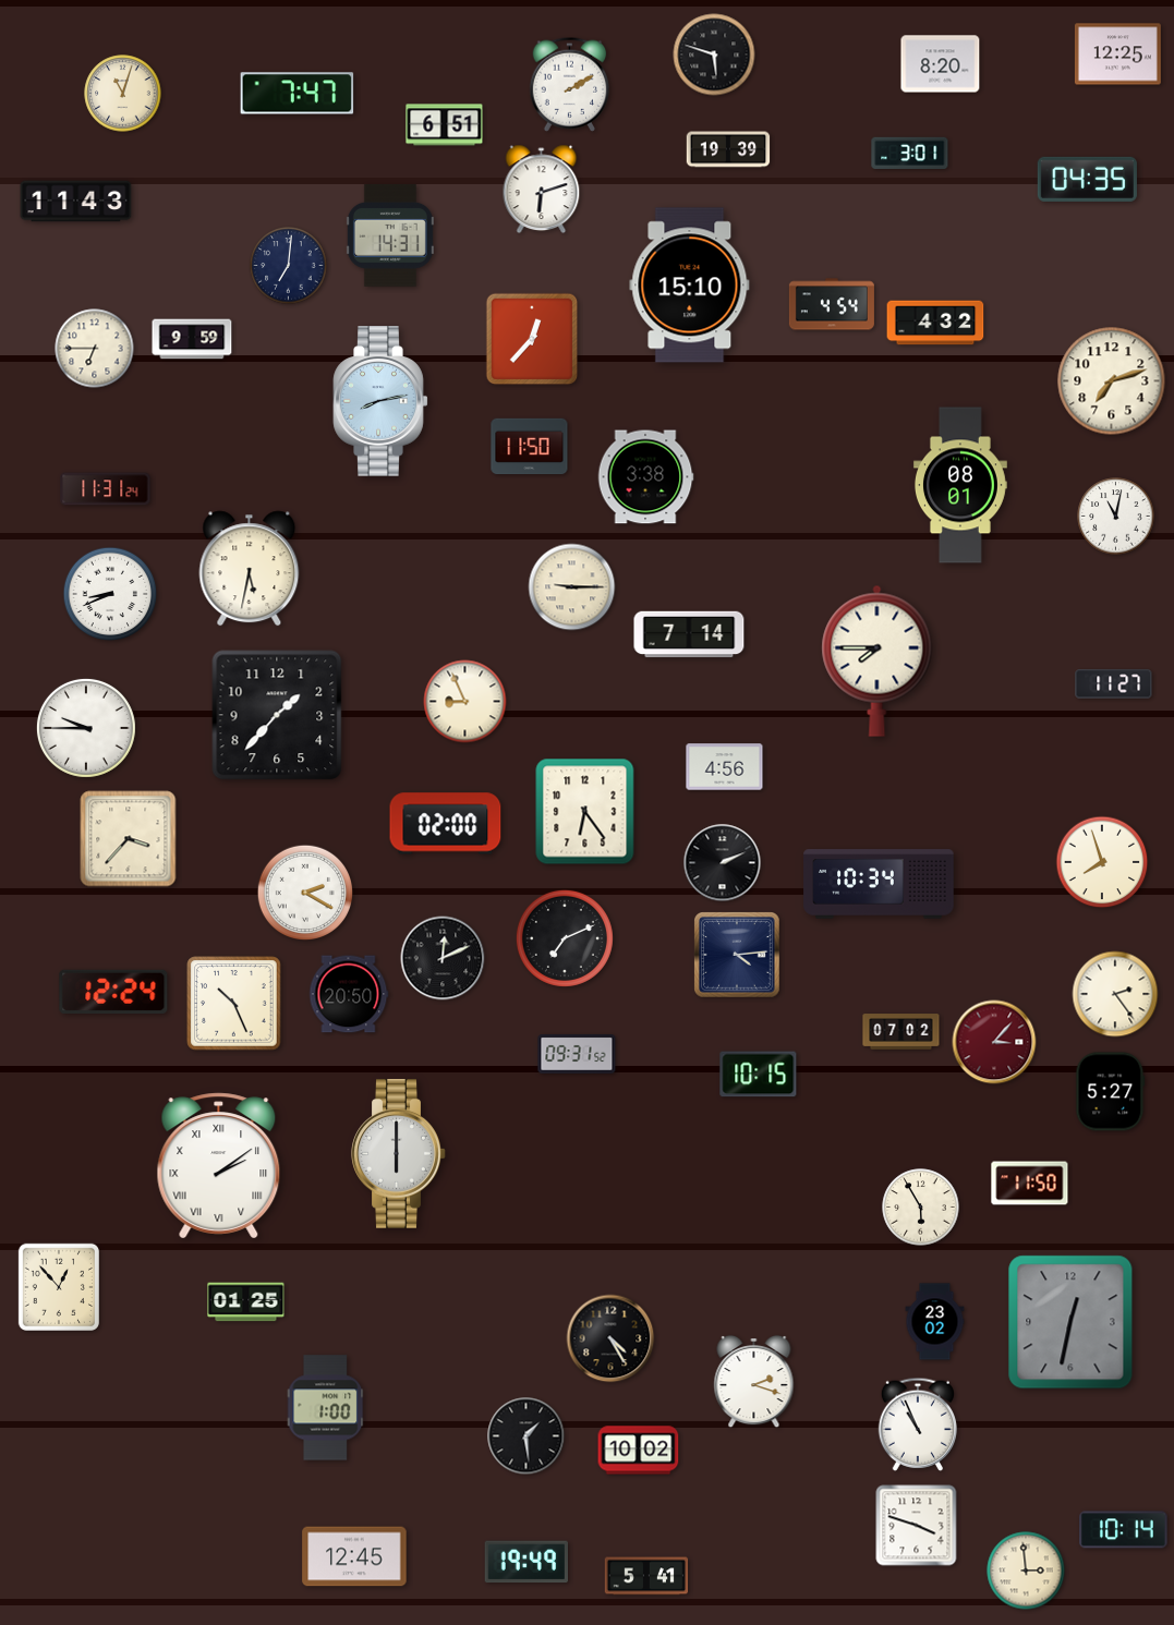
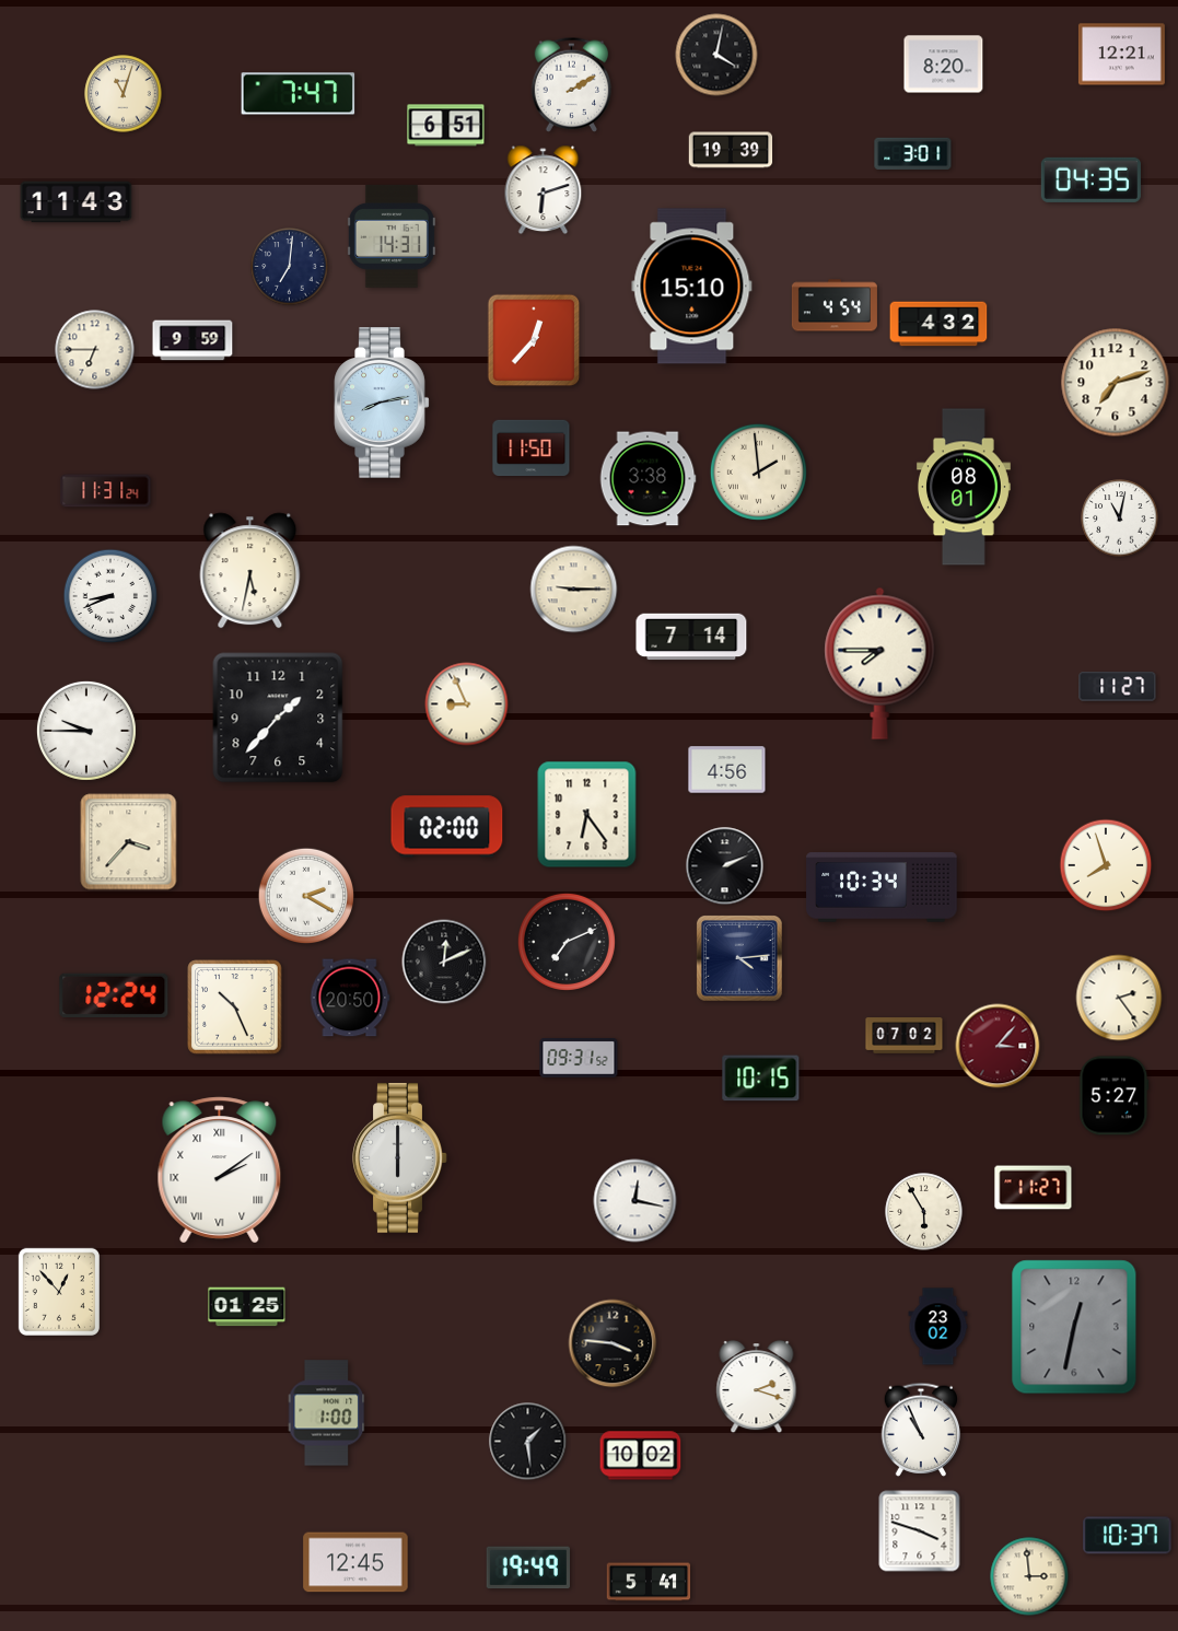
clock at (714, 54): 5:48 -> 4:02
clock at (1117, 54): 12:25 -> 12:21
clock at (758, 471): none -> 1:59
clock at (1030, 1184): 11:50 -> 11:27
clock at (635, 1201): none -> 12:17
clock at (610, 1338): 4:25 -> 3:46
clock at (1124, 1530): 10:14 -> 10:37
